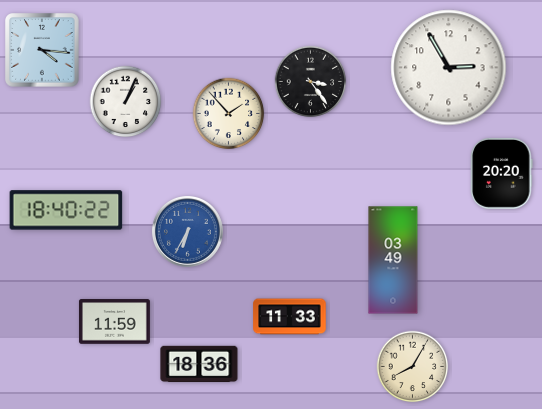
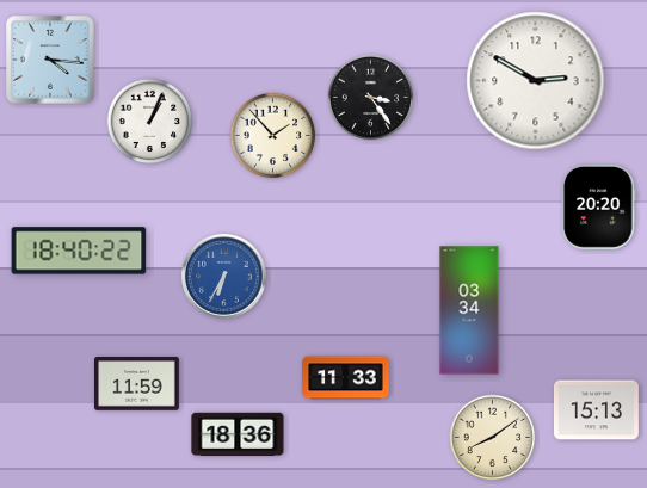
clock at (449, 68): 2:55 -> 2:50
clock at (393, 260): 03:49 -> 03:34
clock at (596, 410): none -> 15:13
clock at (413, 367): 8:05 -> 8:09
